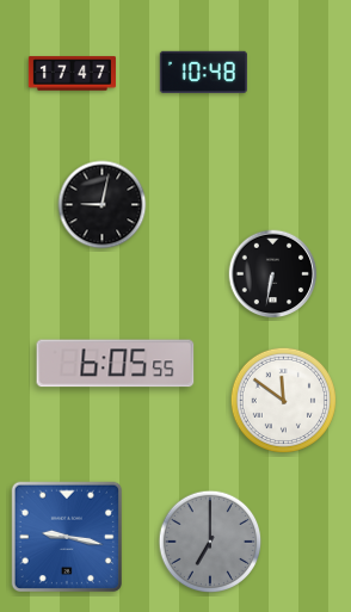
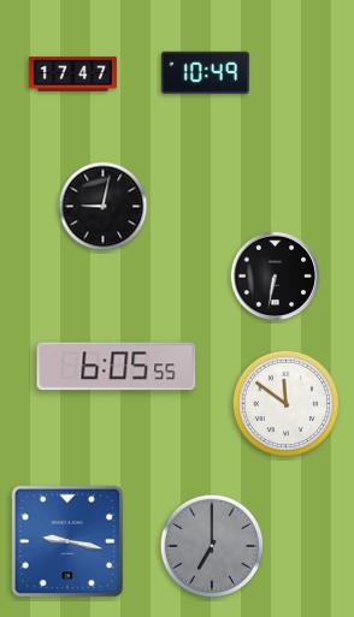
clock at (203, 72): 10:48 -> 10:49
